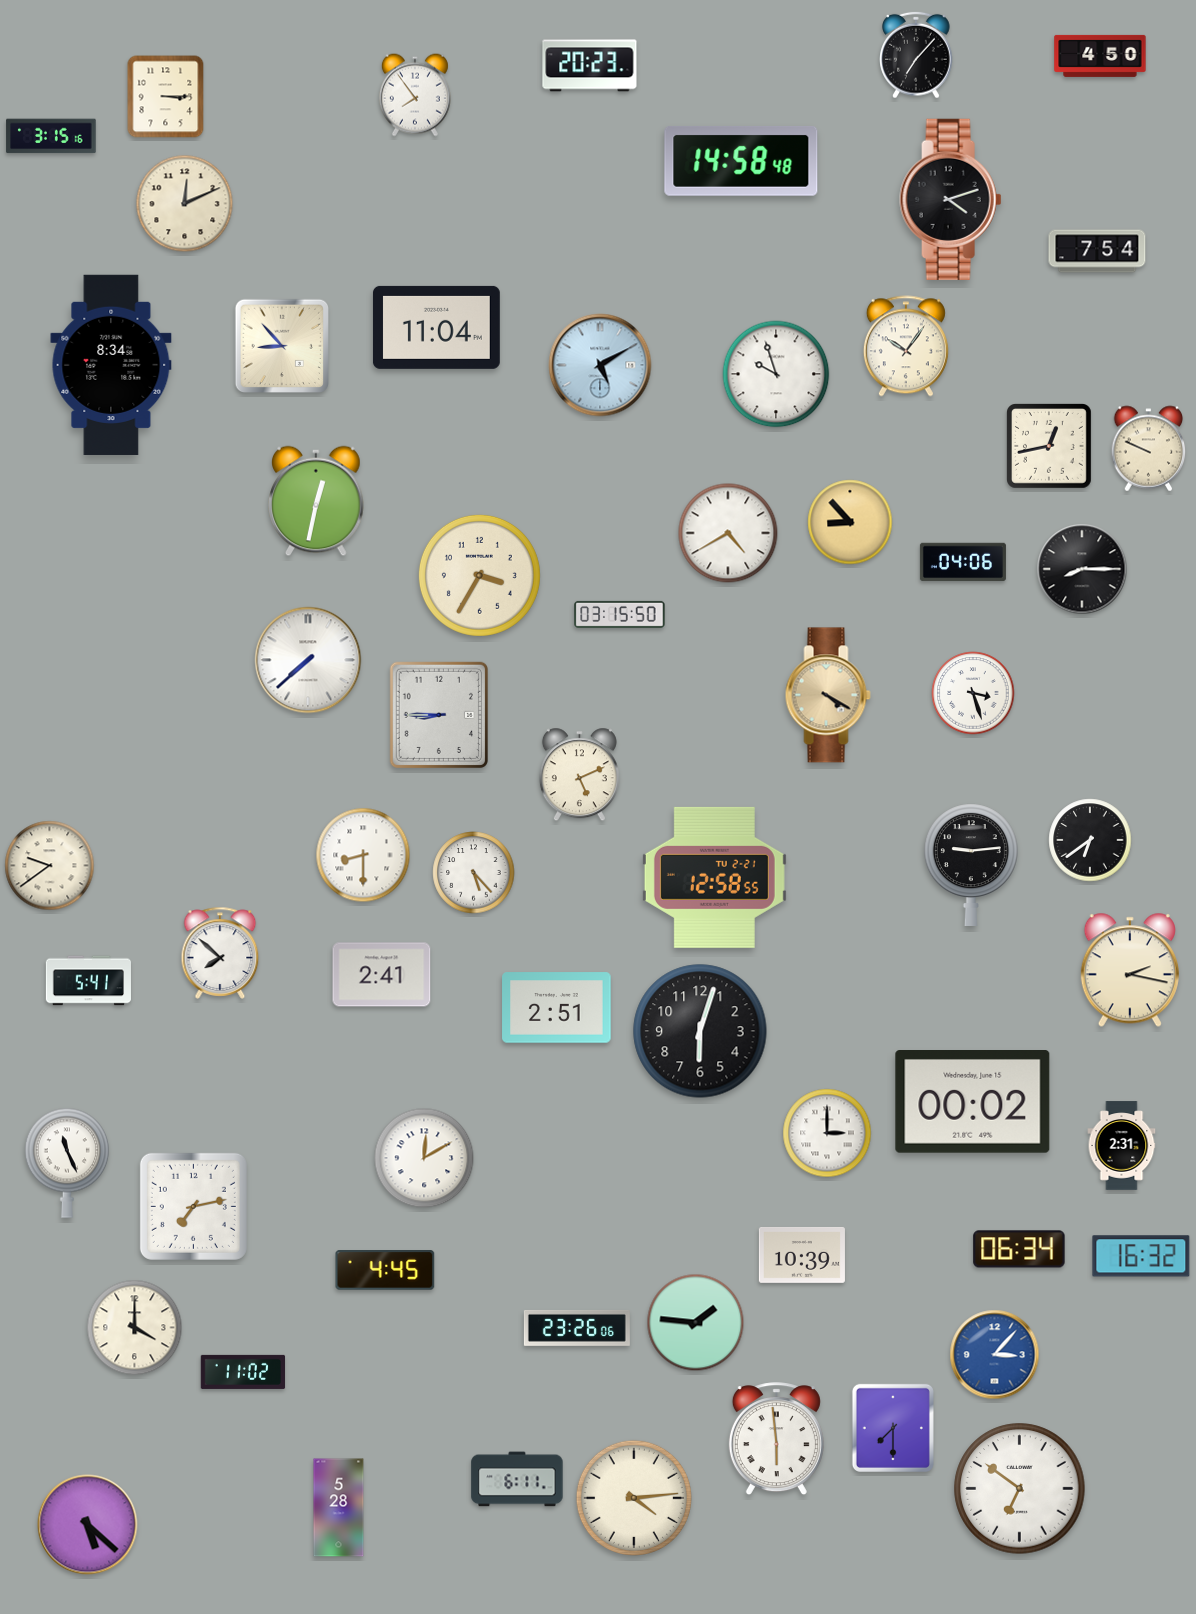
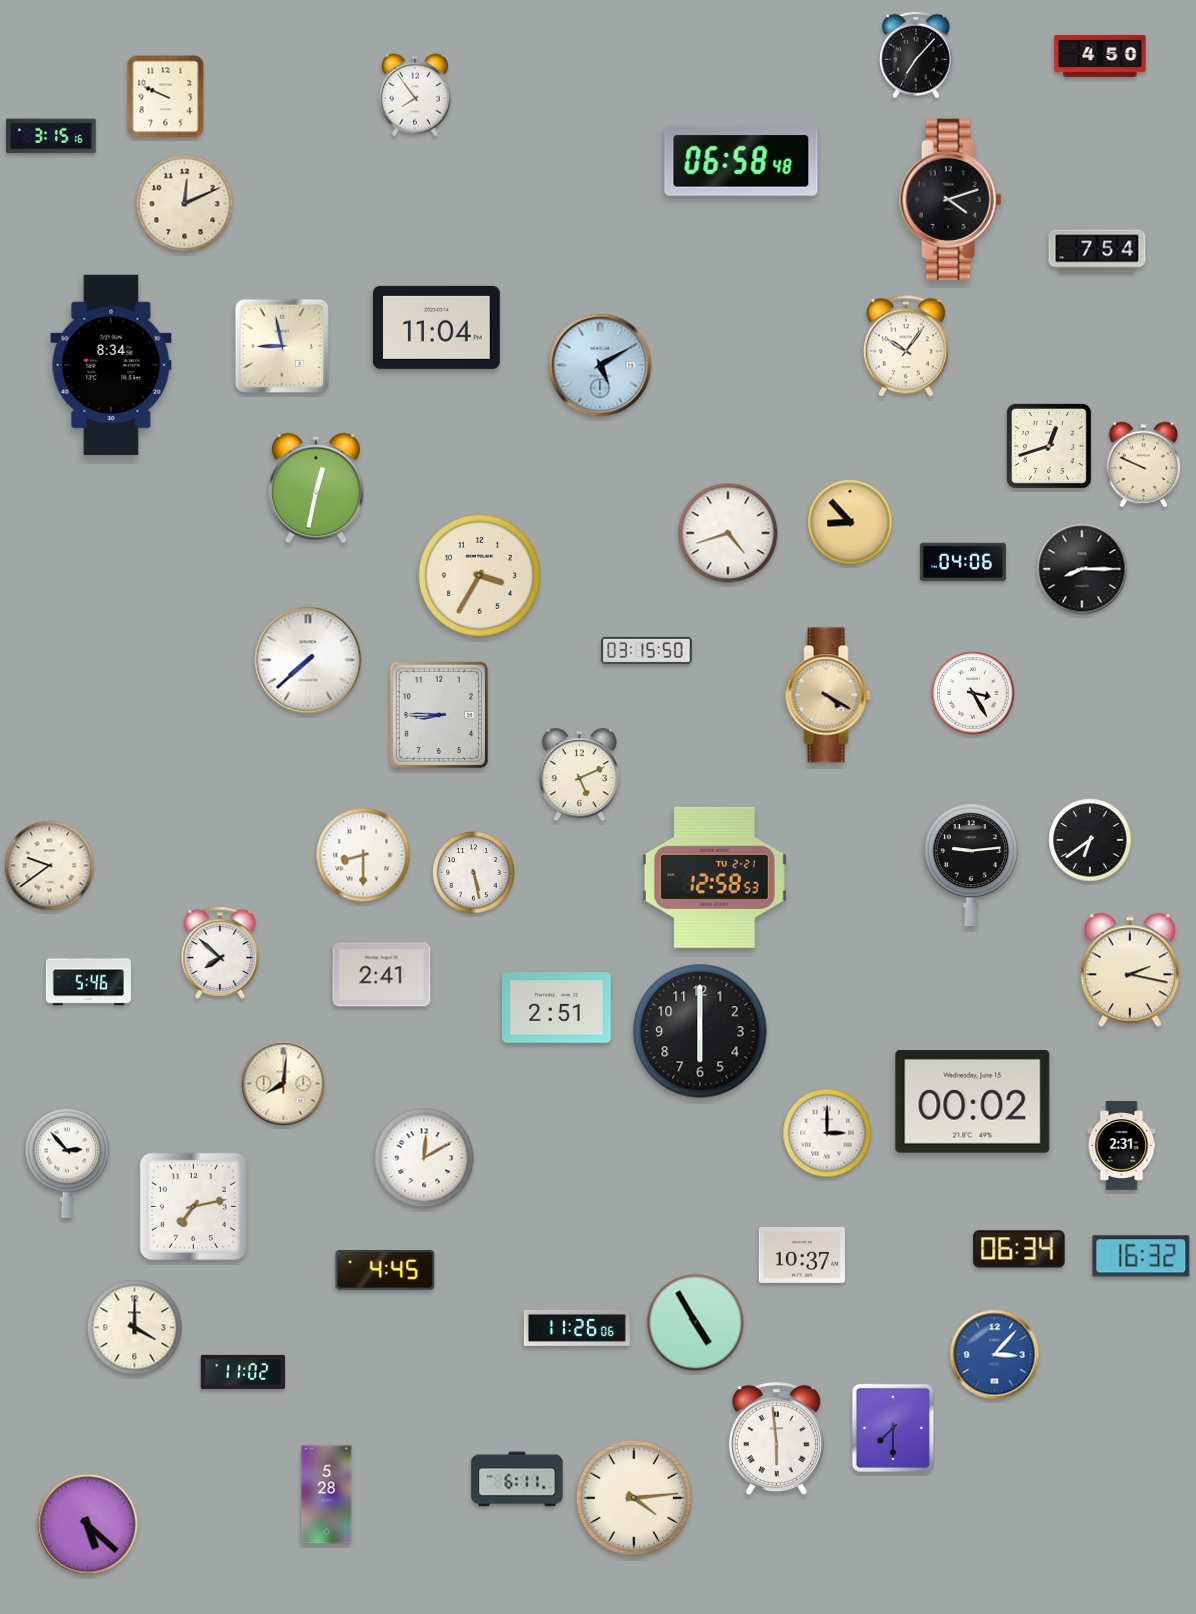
clock at (590, 66): 20:23 -> none
clock at (166, 97): 3:15 -> 9:49
clock at (741, 161): 14:58 -> 06:58
clock at (281, 345): 8:53 -> 8:58
clock at (776, 374): 9:57 -> none
clock at (1050, 447): 12:43 -> 12:42
clock at (1149, 449) position: (1149, 449) -> (1144, 465)
clock at (316, 501) position: (316, 501) -> (316, 488)
clock at (728, 533): 4:40 -> 4:42
clock at (620, 614) position: (620, 614) -> (647, 650)
clock at (973, 693): 3:27 -> 3:25
clock at (474, 873): 5:23 -> 5:28
clock at (714, 877): 12:58:55 -> 12:58:53
clock at (88, 981): 5:41 -> 5:46
clock at (700, 1031): 6:03 -> 6:00
clock at (284, 1084): none -> 8:01
clock at (67, 1163): 11:26 -> 2:53
clock at (802, 1255): 10:39 -> 10:37
clock at (696, 1323): 1:46 -> 4:55
clock at (577, 1328): 23:26 -> 11:26
clock at (1020, 1489): 6:51 -> none
clock at (339, 1508) position: (339, 1508) -> (327, 1495)
